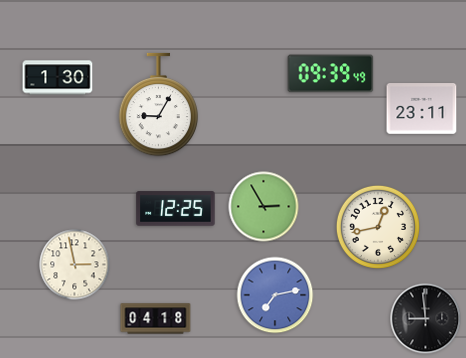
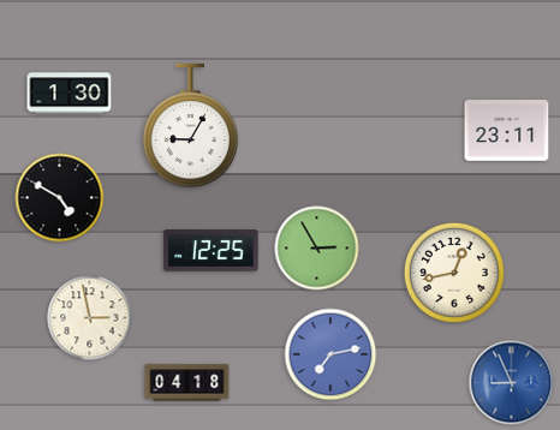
clock at (331, 74): 09:39 -> none
clock at (60, 198): none -> 4:50
clock at (426, 319): 8:59 -> 8:56
clock at (426, 319) dial: black -> blue
